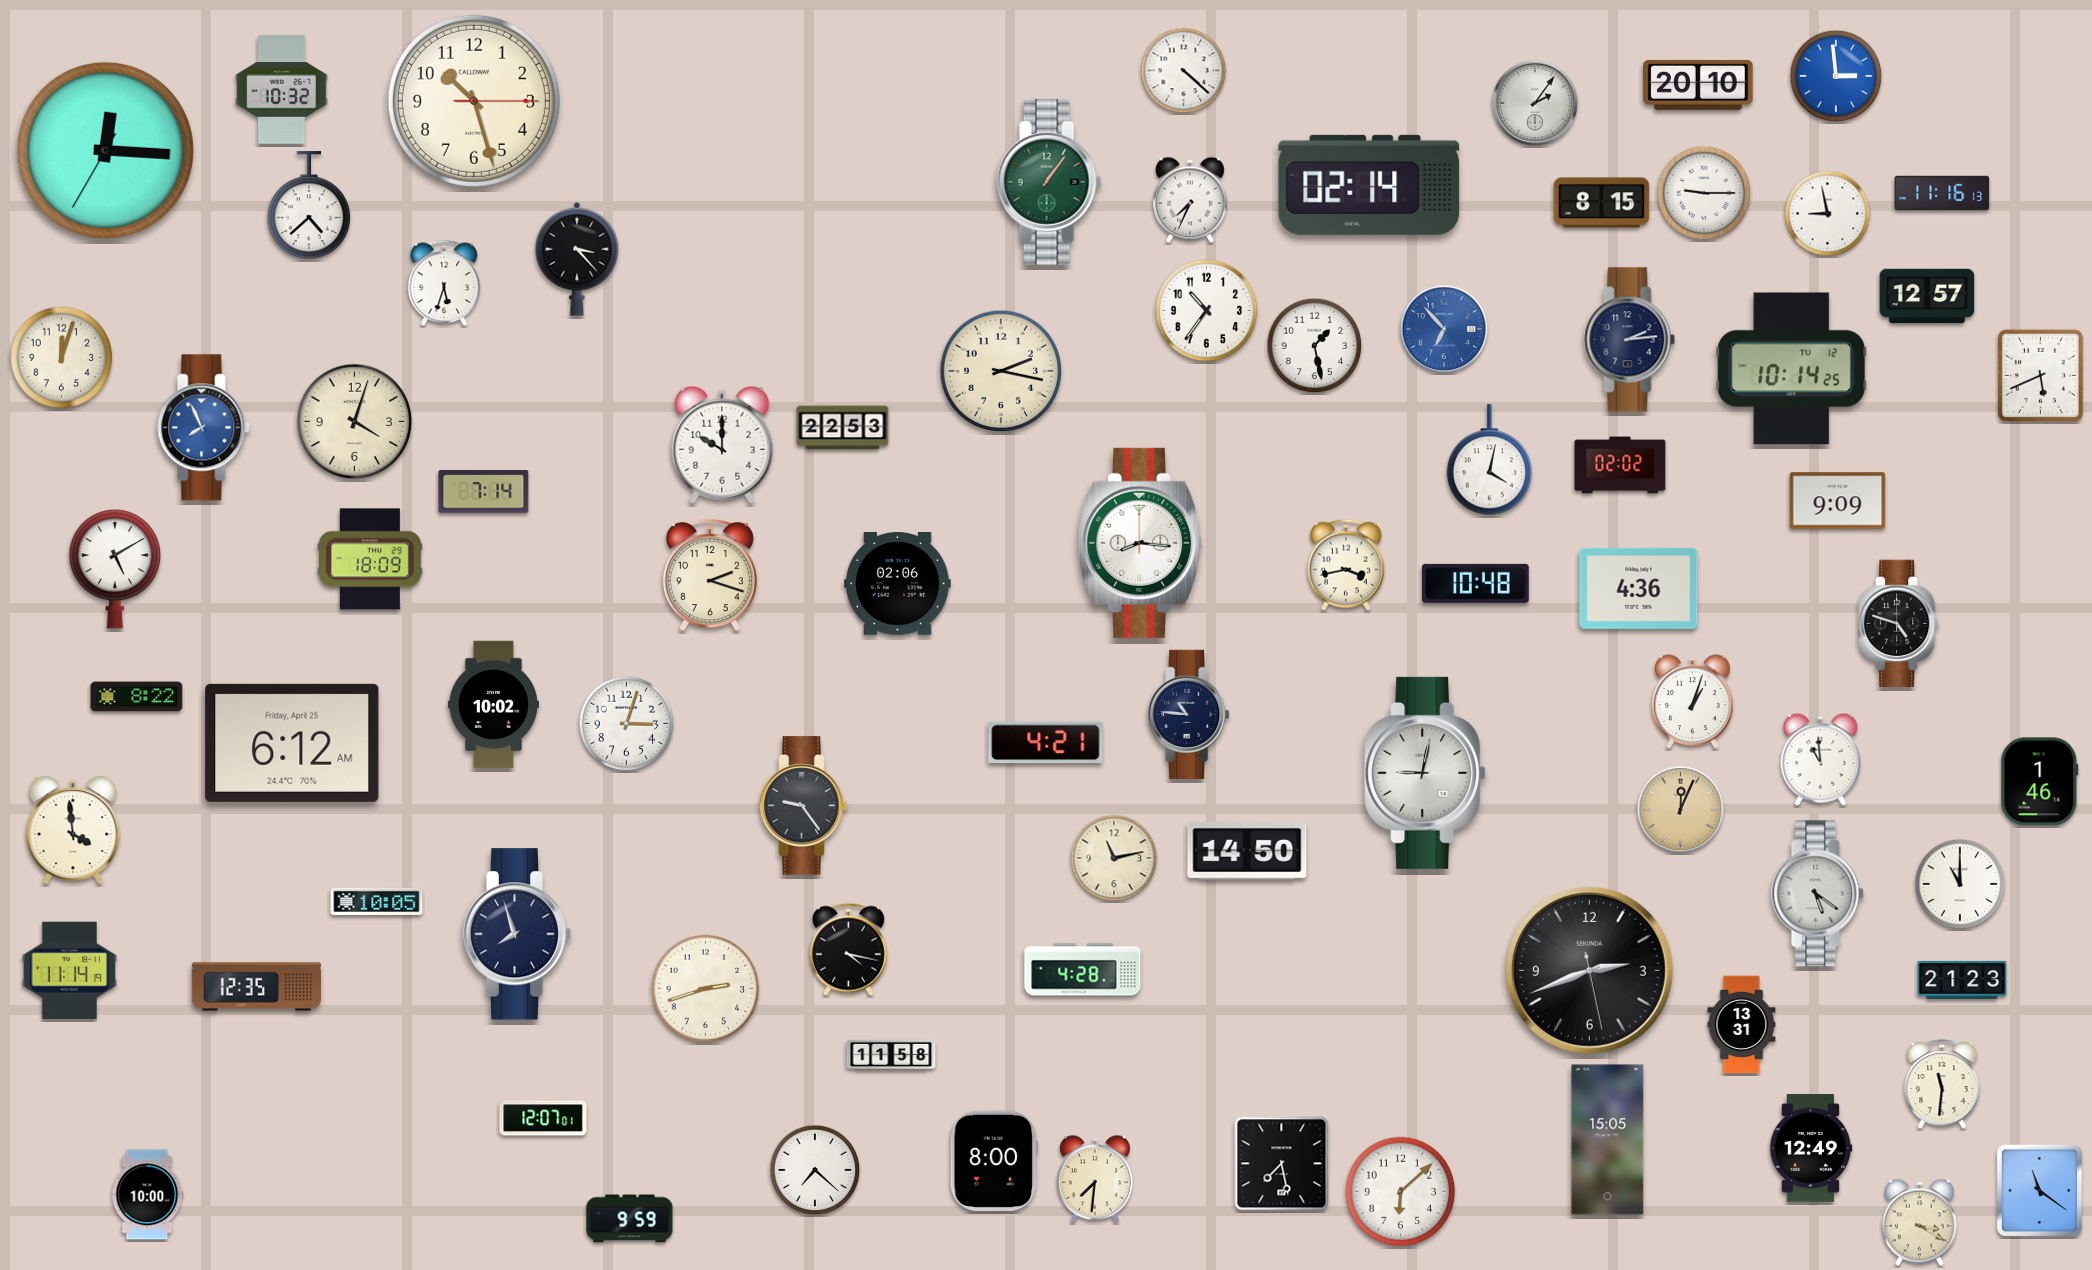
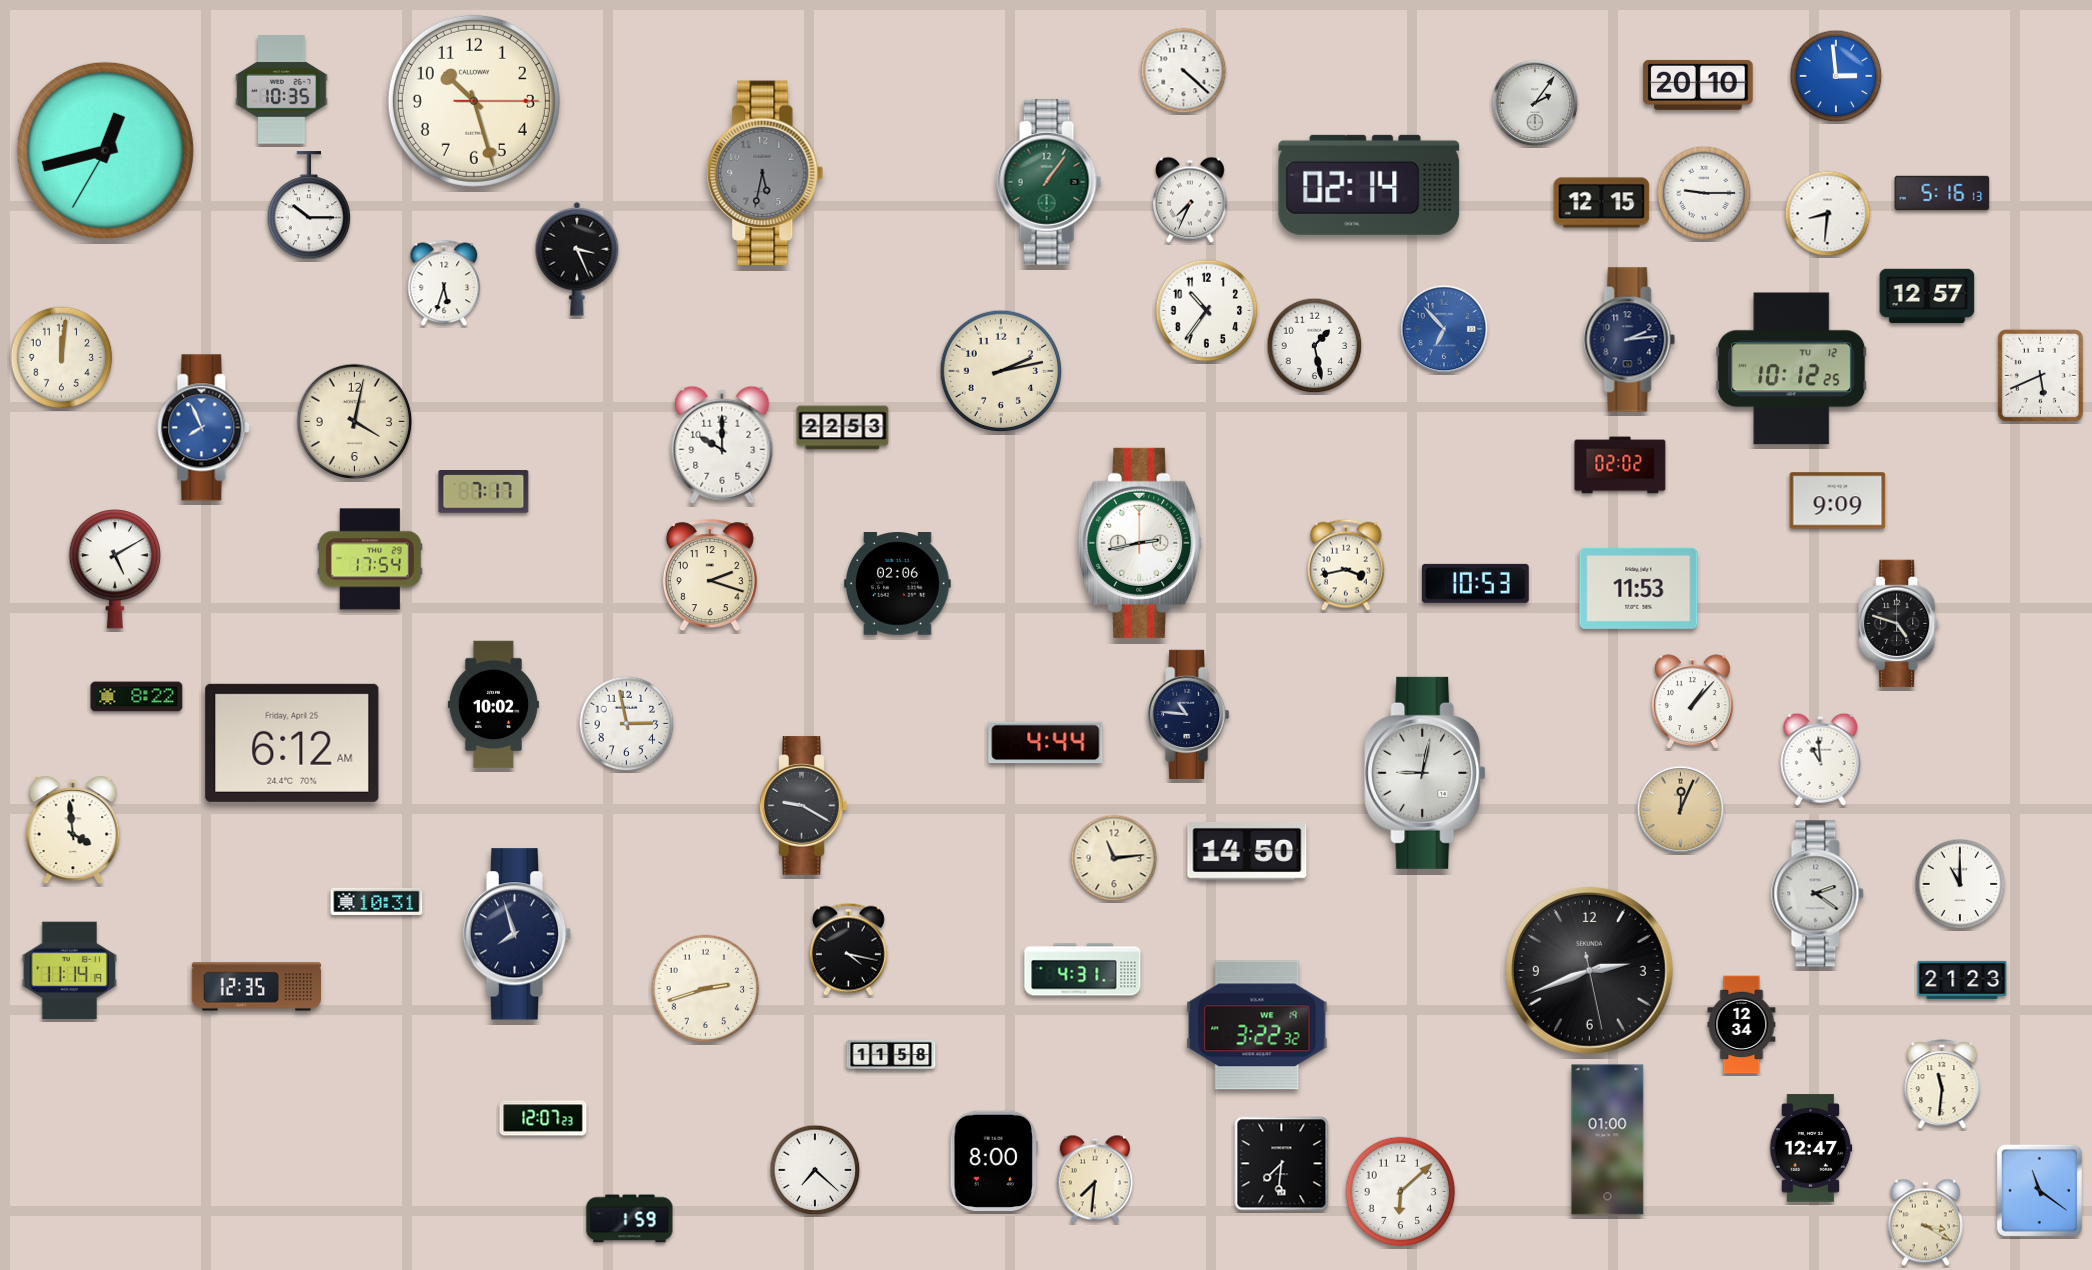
clock at (282, 90): 10:32 -> 10:35
clock at (105, 150): 12:15 -> 12:42
clock at (765, 173): none -> 5:32
clock at (1942, 193): 11:16 -> 5:16
clock at (1602, 203): 8:15 -> 12:15
clock at (309, 206): 4:38 -> 10:15
clock at (1828, 214): 8:58 -> 8:31
clock at (577, 259): 3:23 -> 3:26
clock at (62, 358): 12:03 -> 12:01
clock at (1792, 369): 10:14 -> 10:12
clock at (1001, 371): 2:17 -> 2:13
clock at (355, 422): 4:03 -> 4:02
clock at (1490, 460): 4:02 -> none
clock at (484, 492): 7:14 -> 7:17
clock at (1141, 543): 8:16 -> 2:43
clock at (370, 559): 18:09 -> 17:54
clock at (1475, 583): 10:48 -> 10:53
clock at (1639, 588): 4:36 -> 11:53
clock at (1693, 701): 1:03 -> 1:07
clock at (627, 724): 3:03 -> 2:58
clock at (1046, 743): 4:21 -> 4:44
clock at (2040, 782): 1:46 -> none
clock at (804, 806): 9:24 -> 9:20
clock at (1114, 858): 11:13 -> 11:14
clock at (1818, 894): 5:21 -> 2:21
clock at (377, 901): 10:05 -> 10:31
clock at (1083, 970): 4:28 -> 4:31
clock at (1257, 1025): none -> 3:22
clock at (1742, 1025): 13:31 -> 12:34
clock at (543, 1118): 12:07:01 -> 12:07:23
clock at (1608, 1140): 15:05 -> 01:00
clock at (1811, 1148): 12:49 -> 12:47
clock at (1282, 1164): 7:28 -> 7:31
clock at (147, 1195): 10:00 -> none
clock at (630, 1219): 9:59 -> 1:59
clock at (1919, 1223) position: (1919, 1223) -> (1925, 1223)
